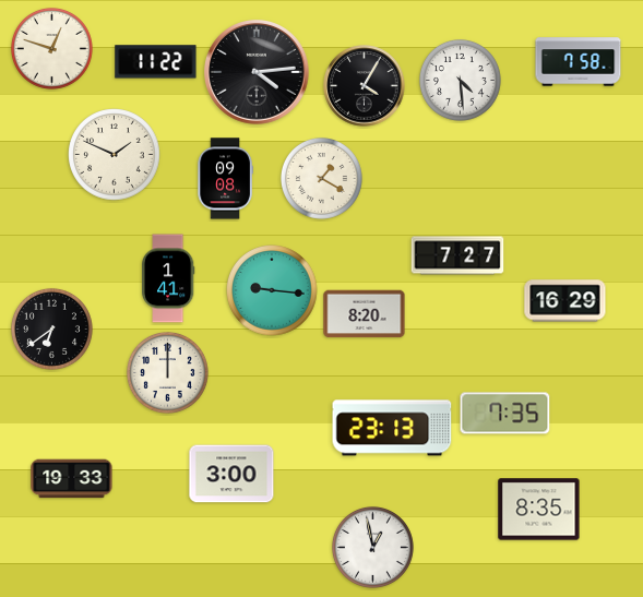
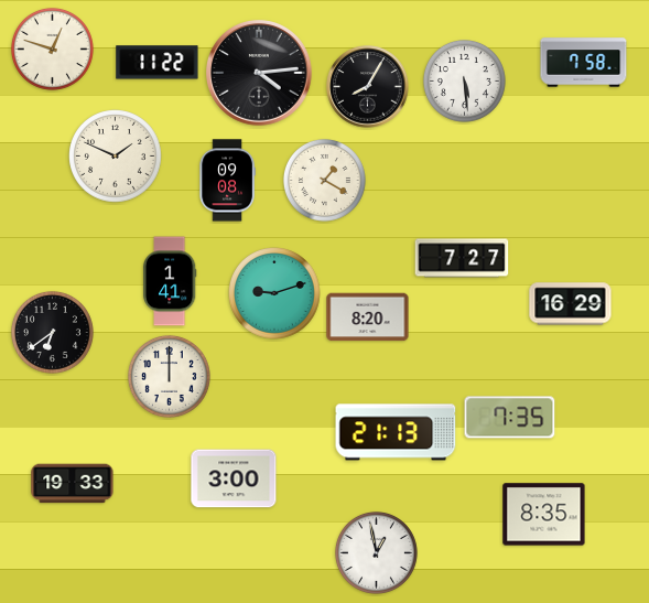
clock at (460, 80): 4:29 -> 5:29
clock at (365, 86): 4:05 -> 8:05
clock at (273, 291): 9:16 -> 9:12
clock at (392, 428): 23:13 -> 21:13
